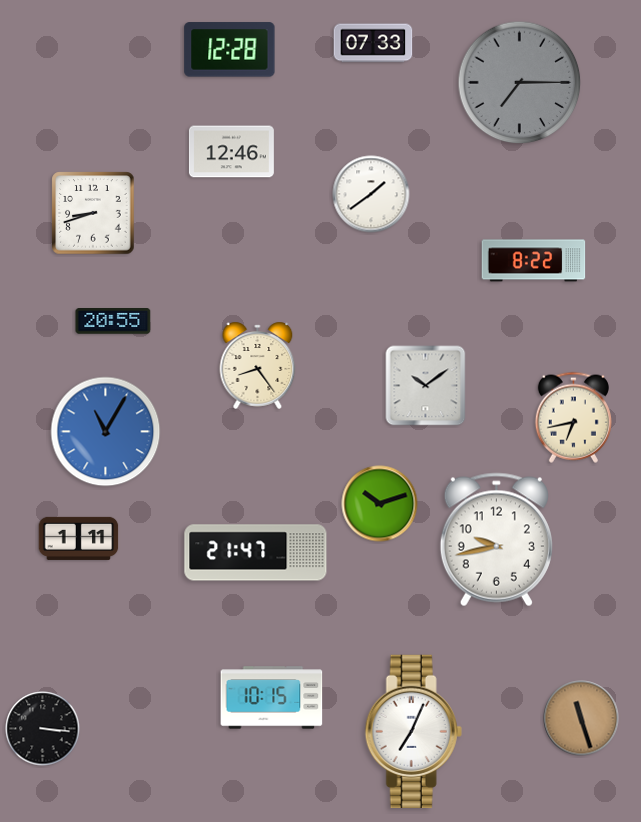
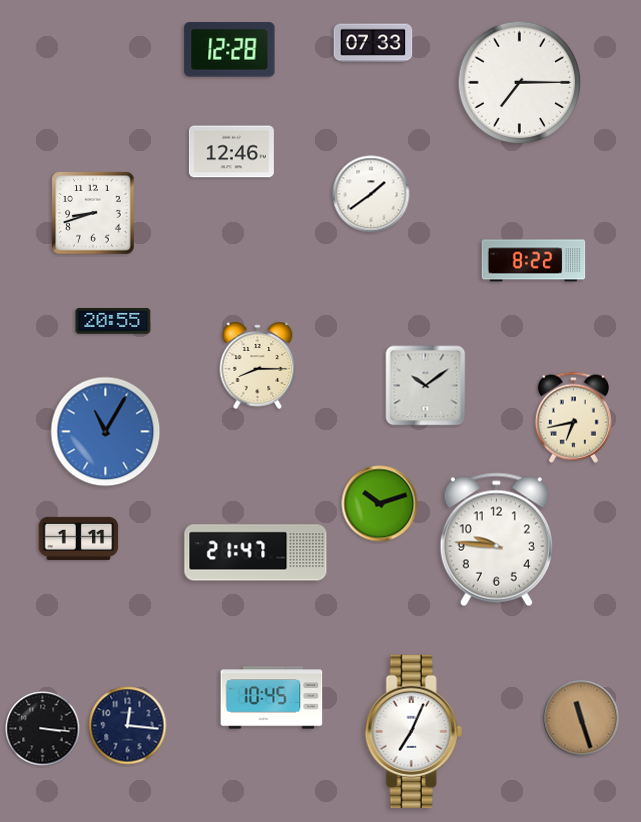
clock at (520, 83) dial: grey -> white
clock at (258, 365): 8:24 -> 8:15
clock at (496, 540): 9:43 -> 9:46
clock at (272, 698): 10:15 -> 10:45
clock at (128, 726): none -> 12:16
